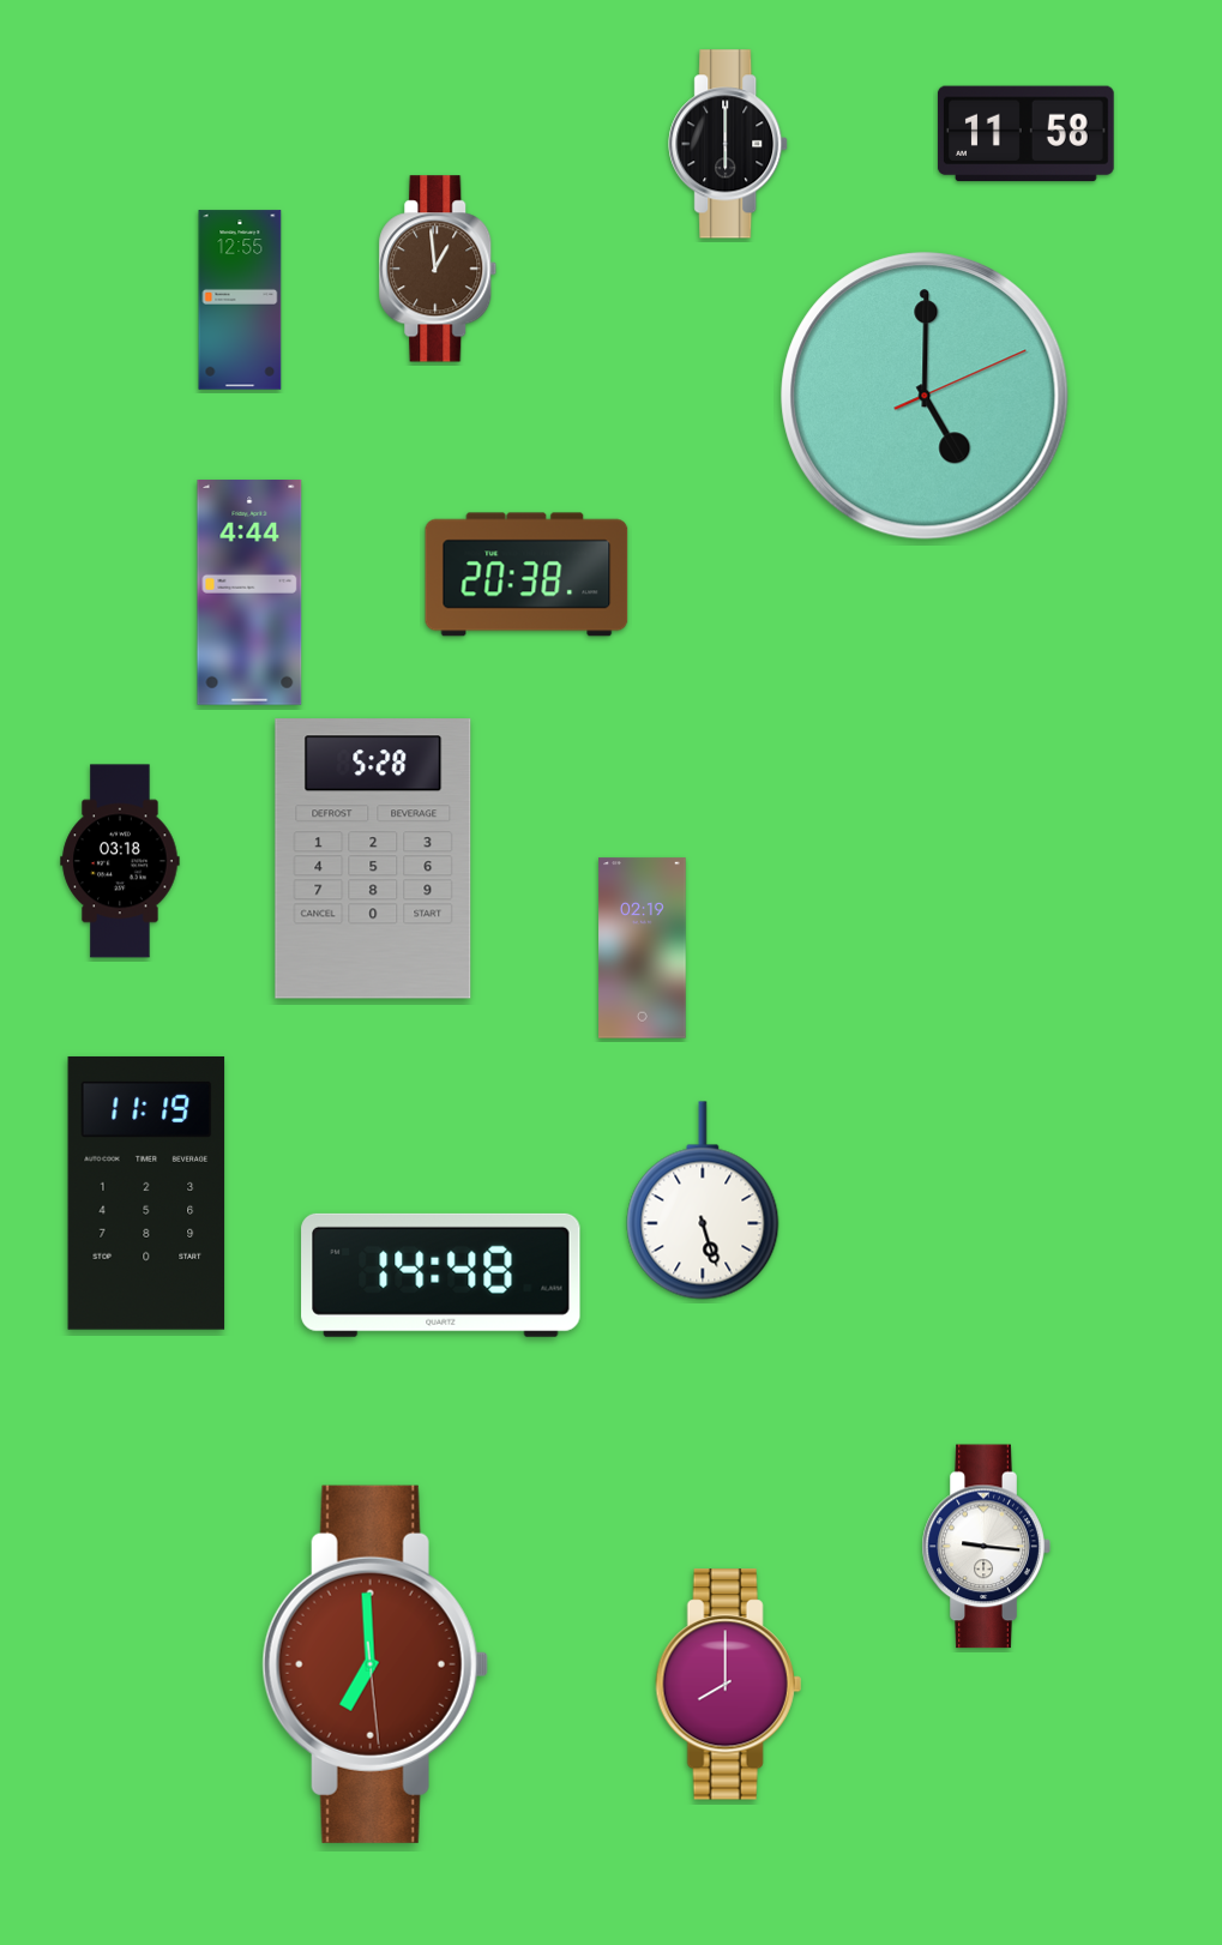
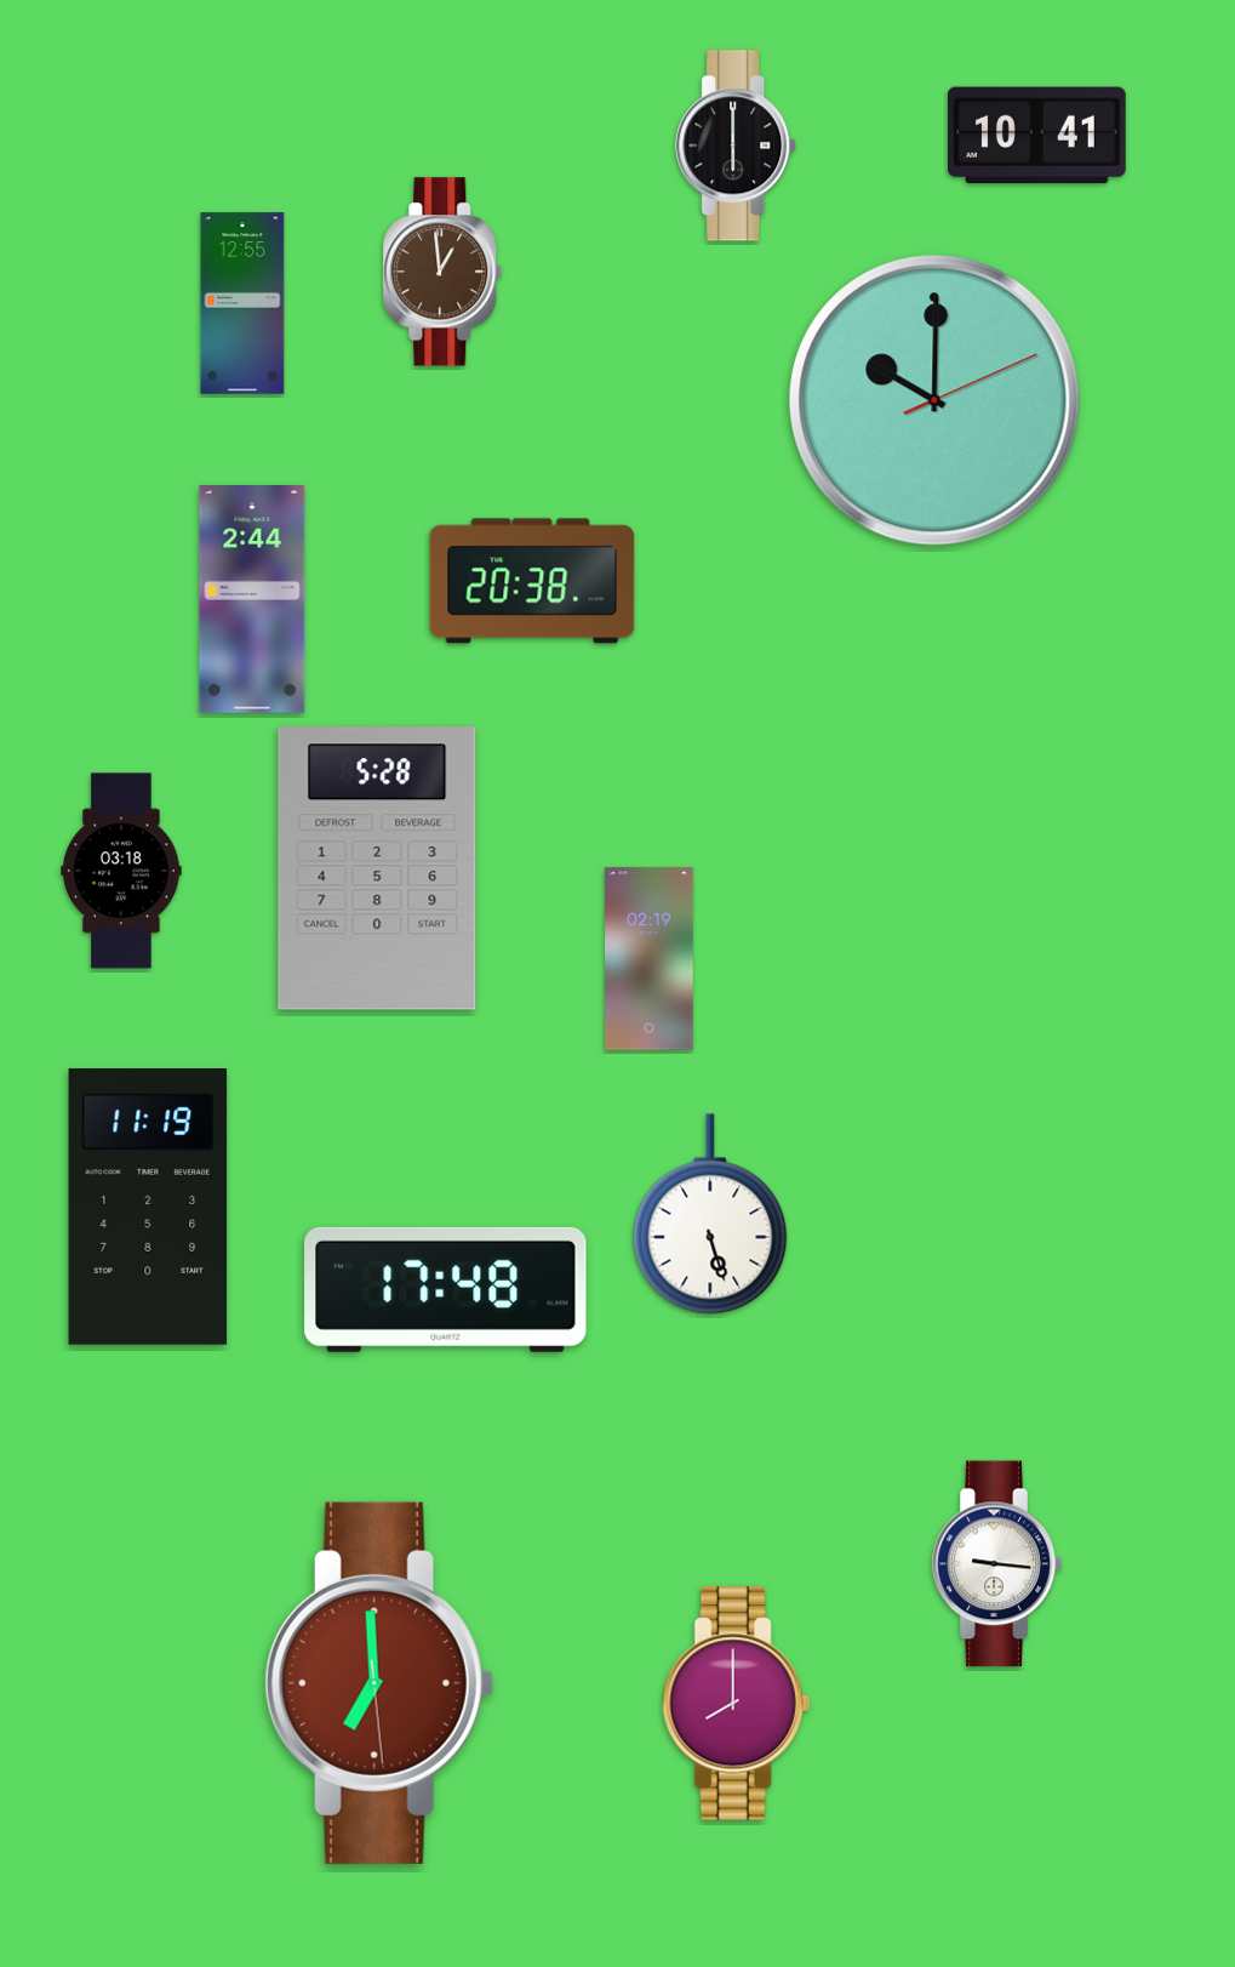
clock at (1025, 134): 11:58 -> 10:41
clock at (925, 396): 5:00 -> 10:00
clock at (249, 594): 4:44 -> 2:44
clock at (441, 1275): 14:48 -> 17:48
